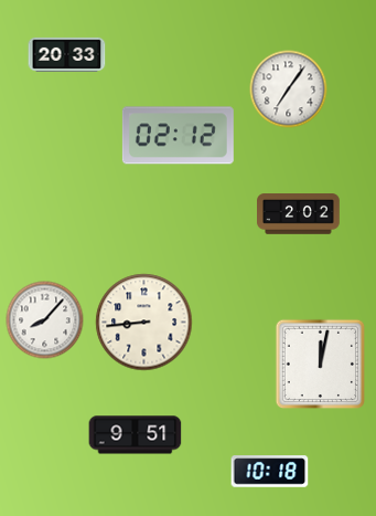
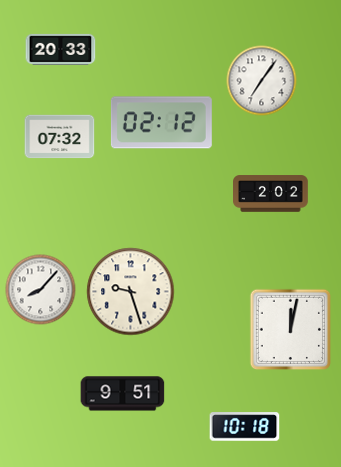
clock at (60, 137): none -> 07:32
clock at (144, 323): 8:44 -> 9:27
